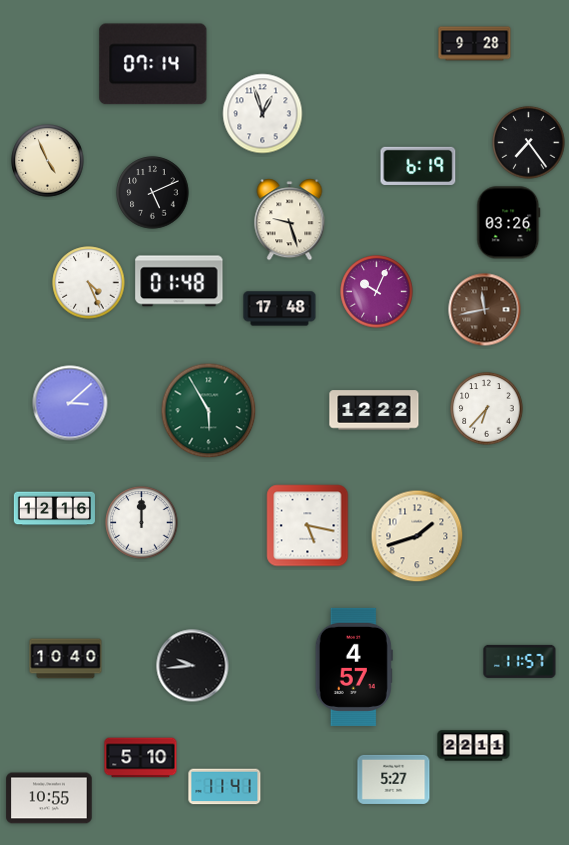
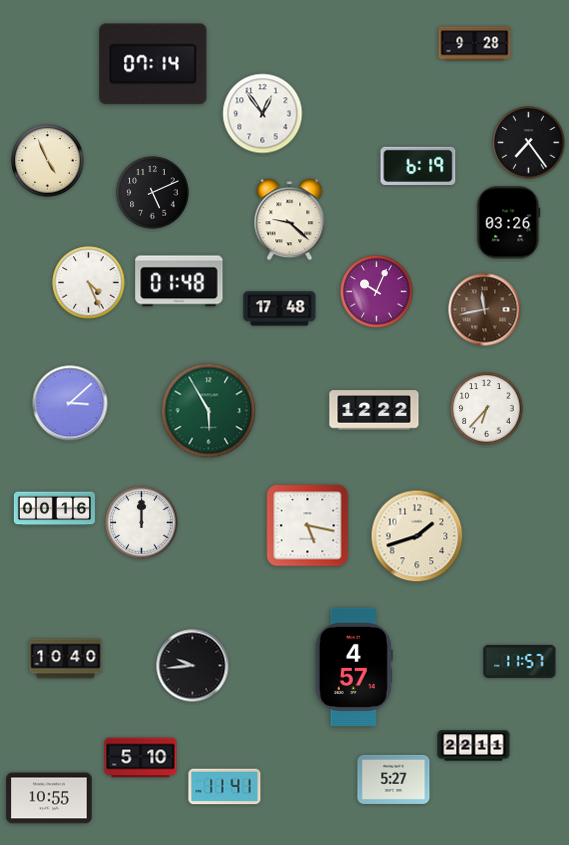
clock at (263, 114): 12:57 -> 12:54
clock at (290, 220): 9:27 -> 9:22
clock at (54, 509): 12:16 -> 00:16
